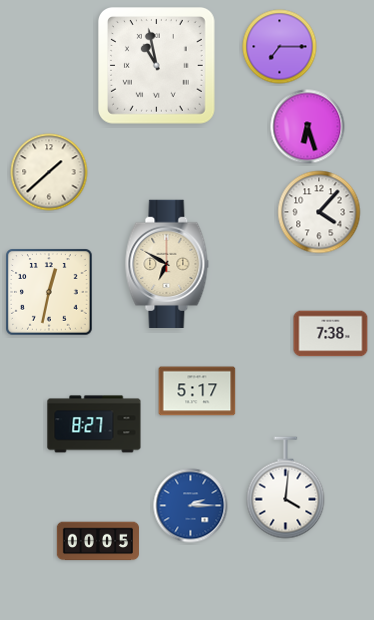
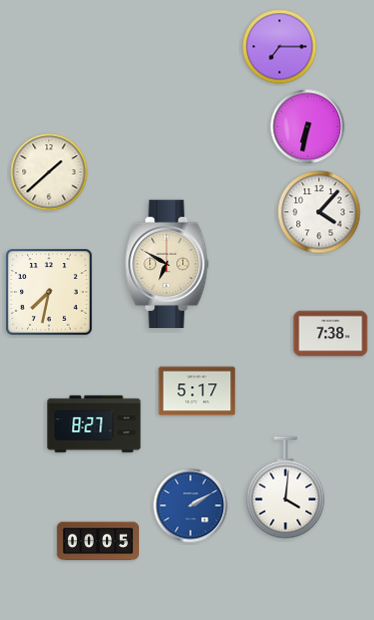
clock at (157, 66): 10:58 -> none
clock at (308, 127): 6:27 -> 6:32
clock at (49, 292): 12:32 -> 7:32
clock at (191, 506): 2:15 -> 2:10
